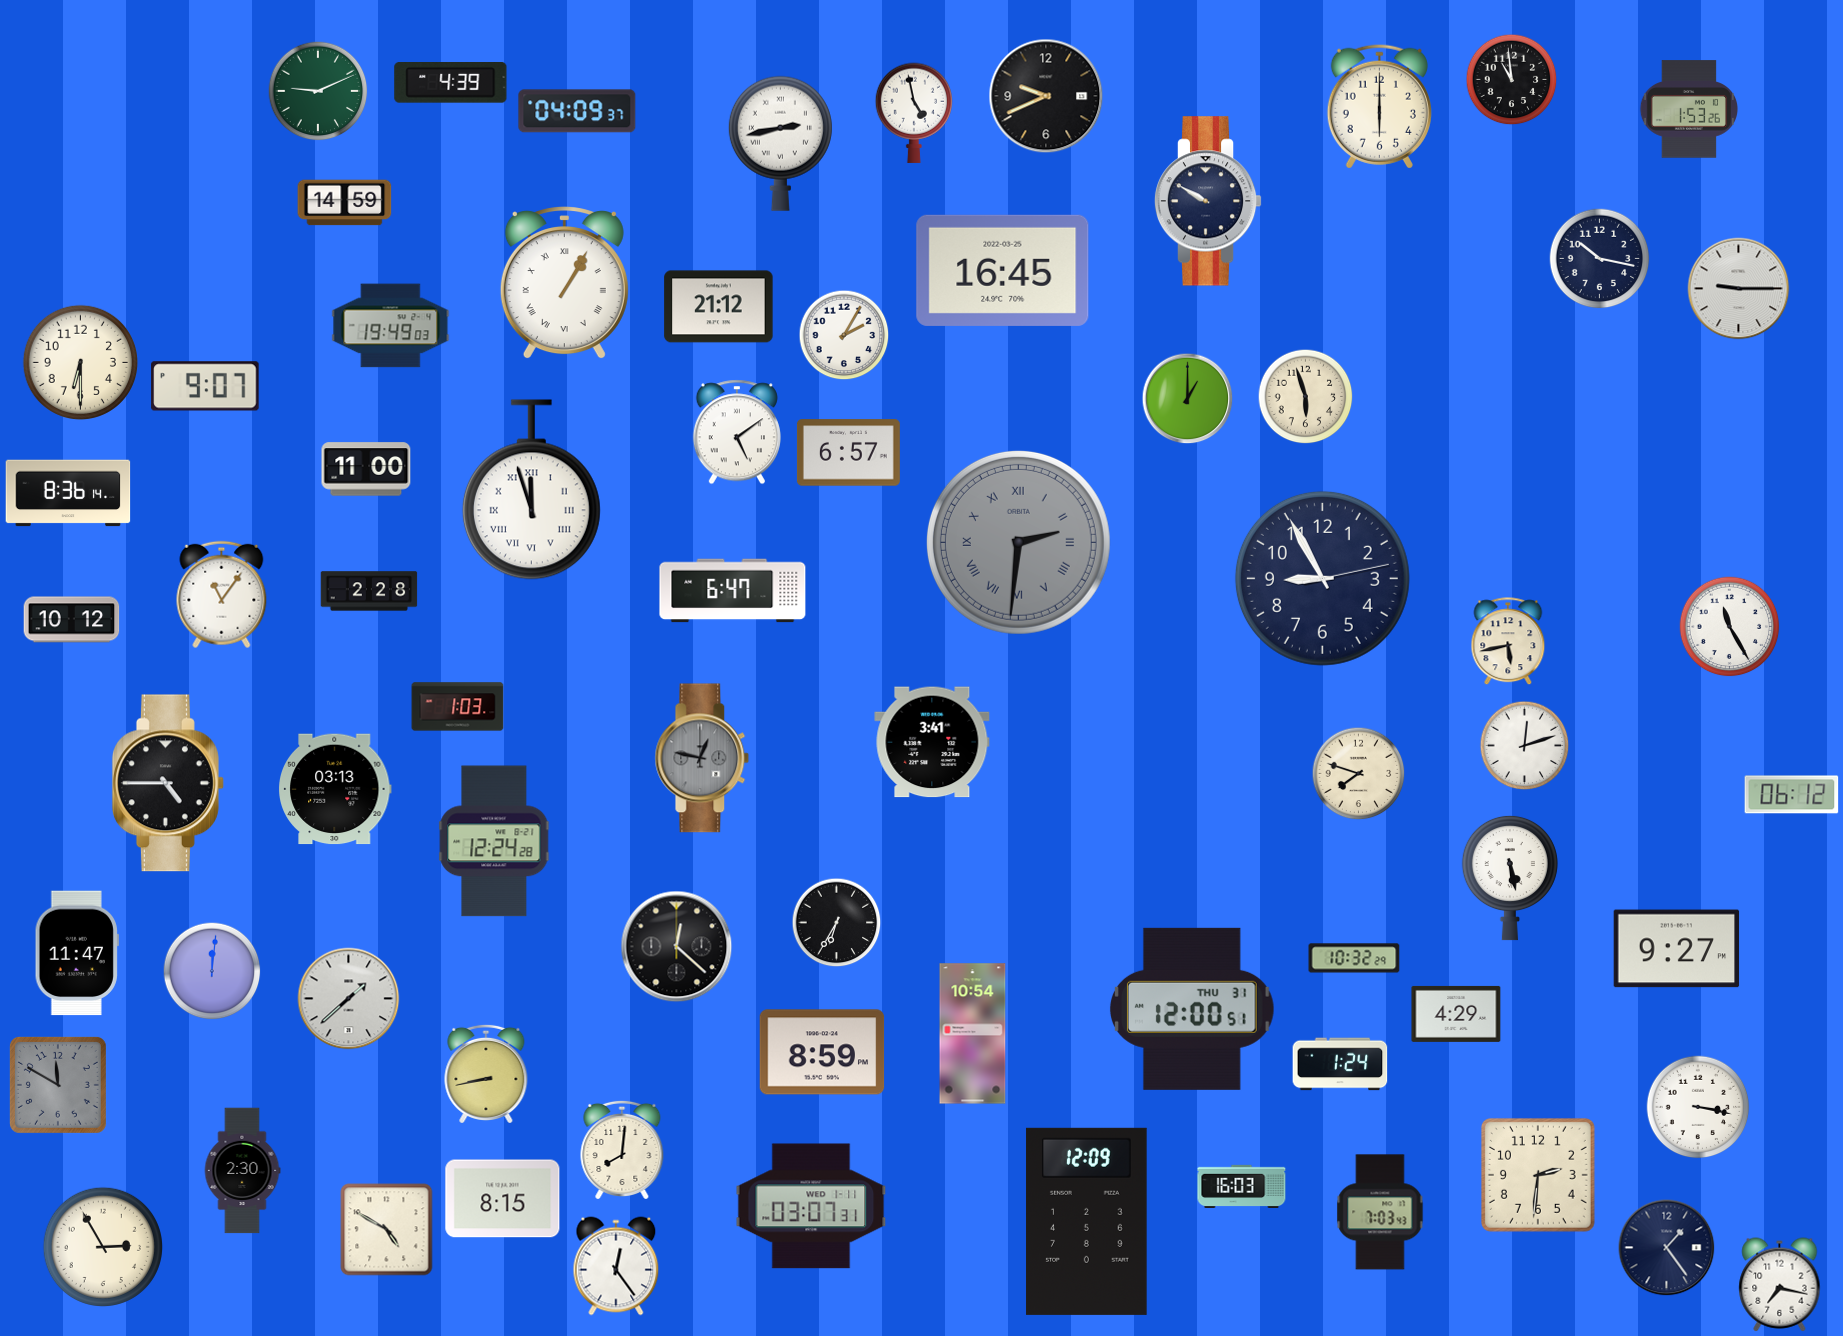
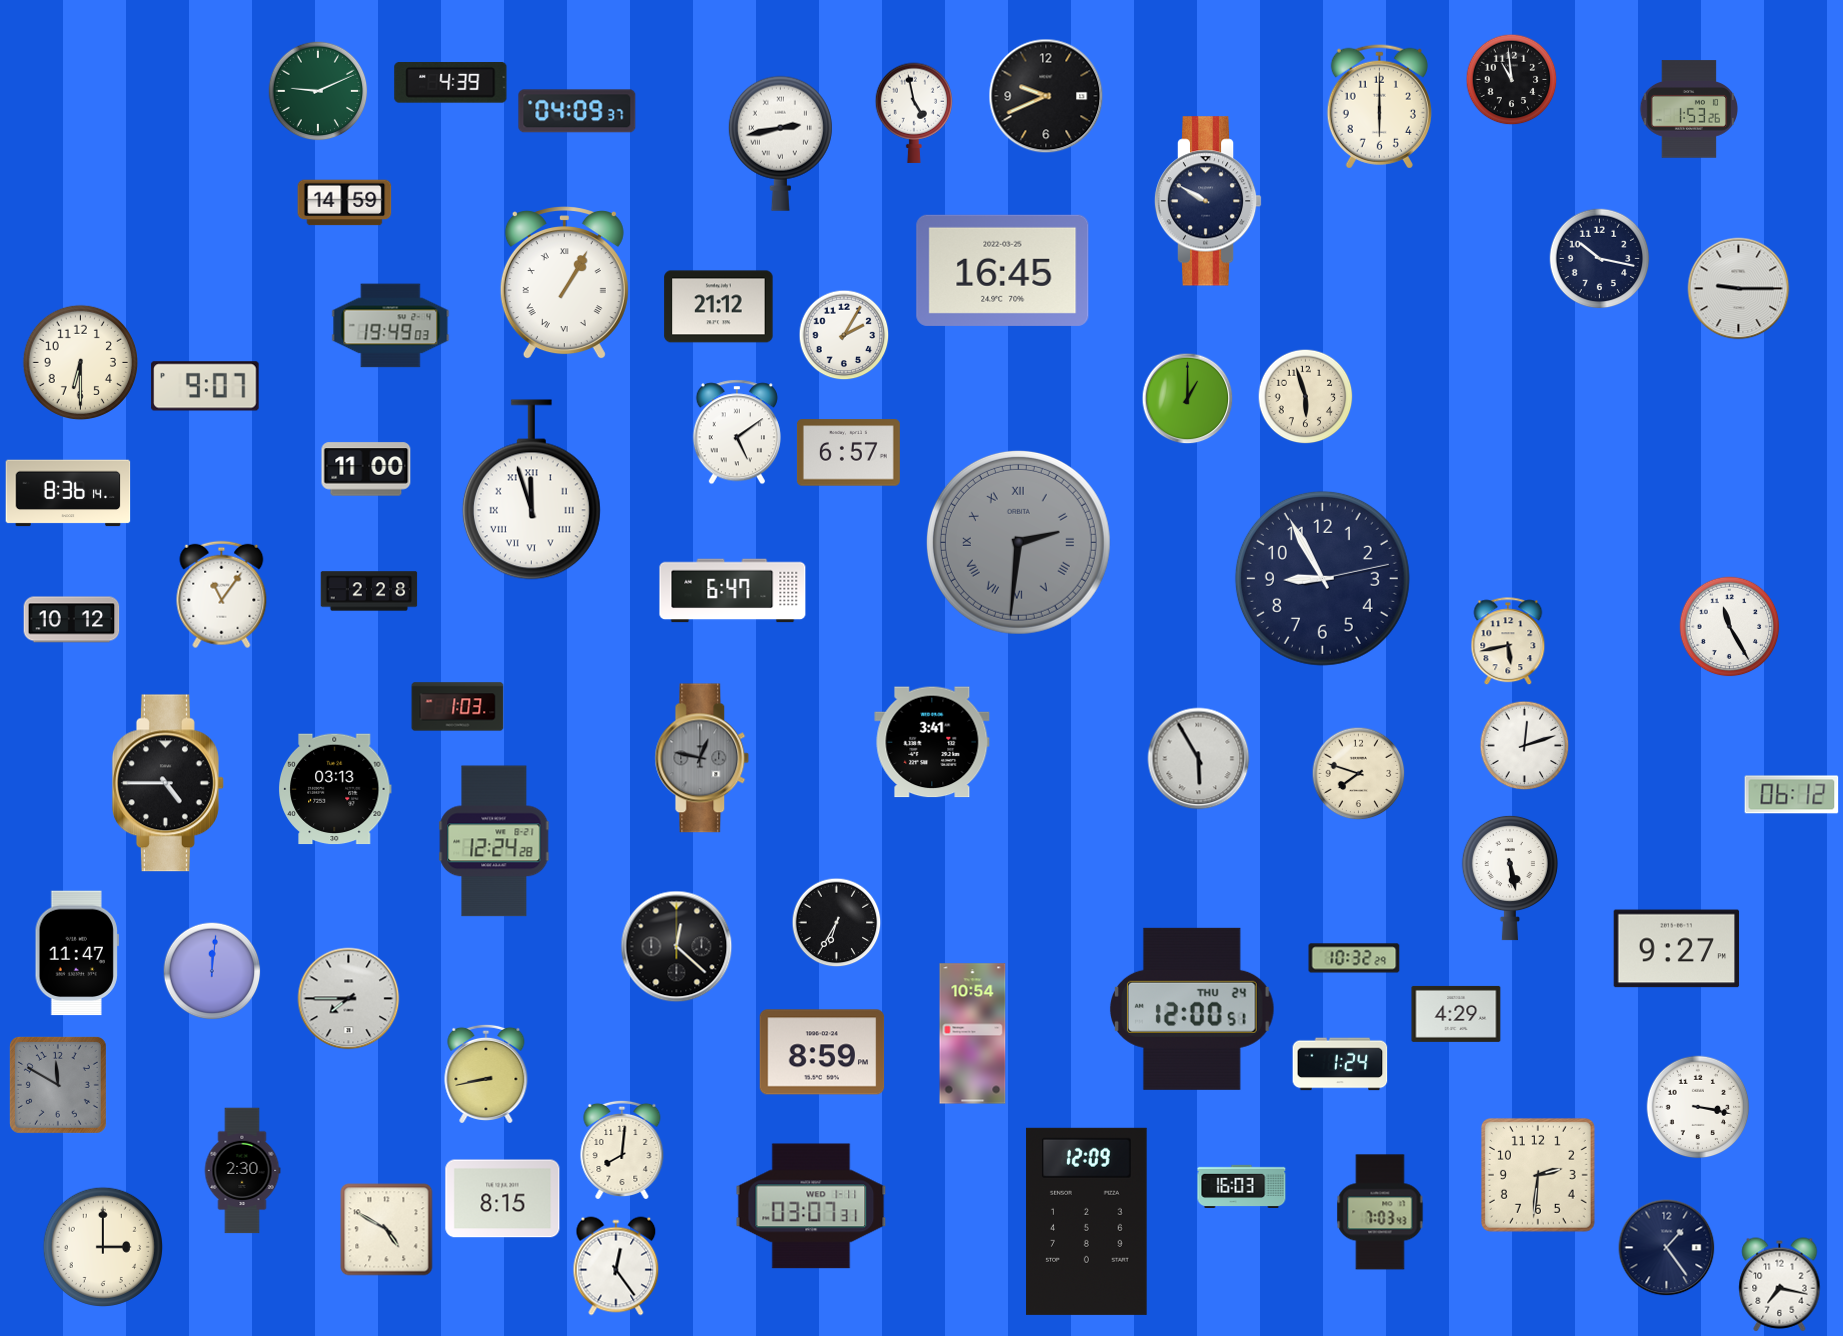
clock at (1199, 759): none -> 5:55
clock at (349, 999): 1:38 -> 7:45
clock at (1193, 1009) date: THU 31 -> THU 24
clock at (103, 1247): 2:55 -> 3:00
